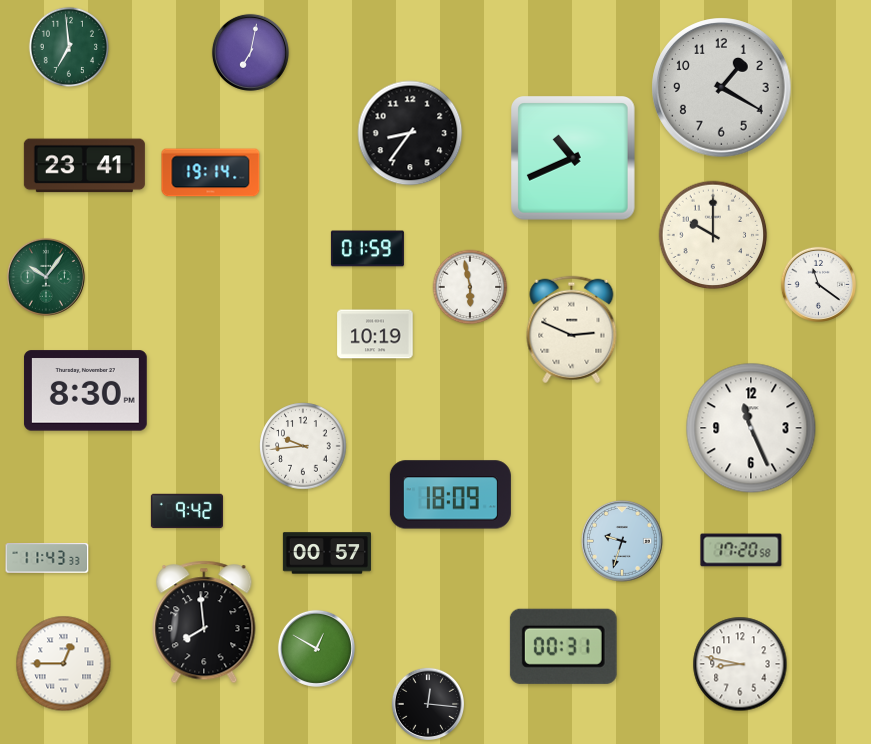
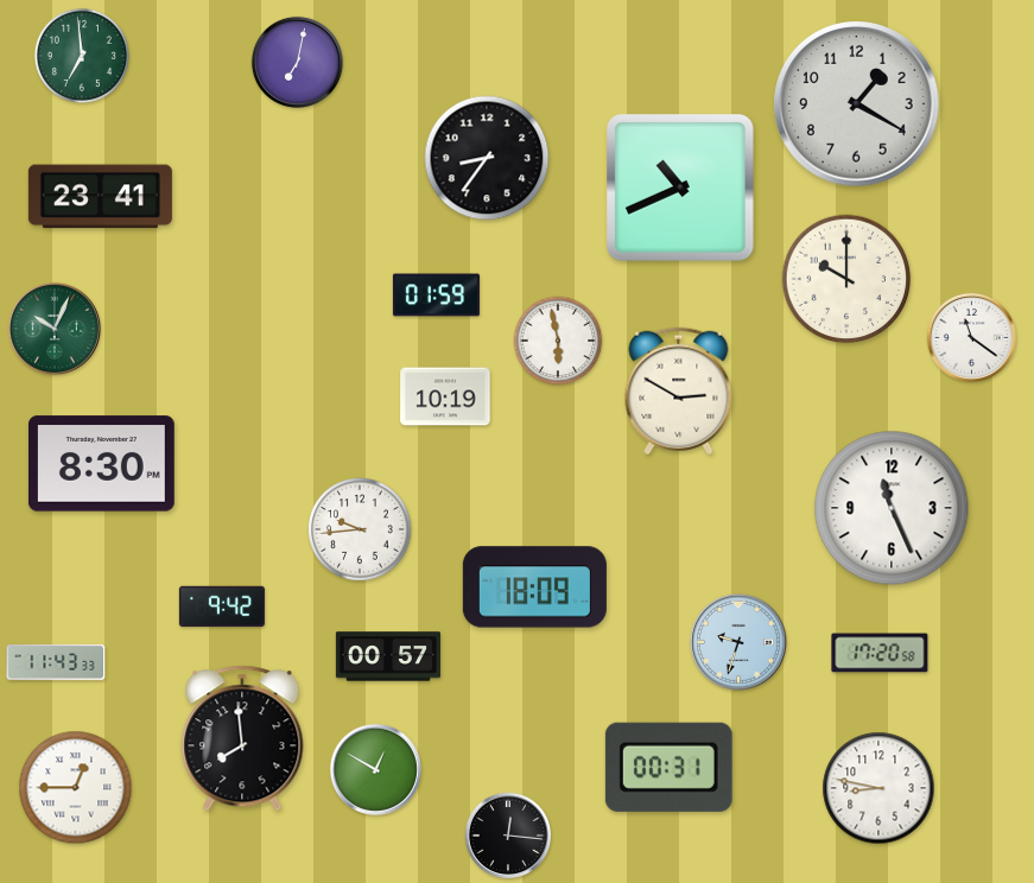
clock at (211, 173): 19:14 -> none
clock at (46, 277): 10:06 -> 10:04
clock at (572, 330): 2:49 -> 2:50
